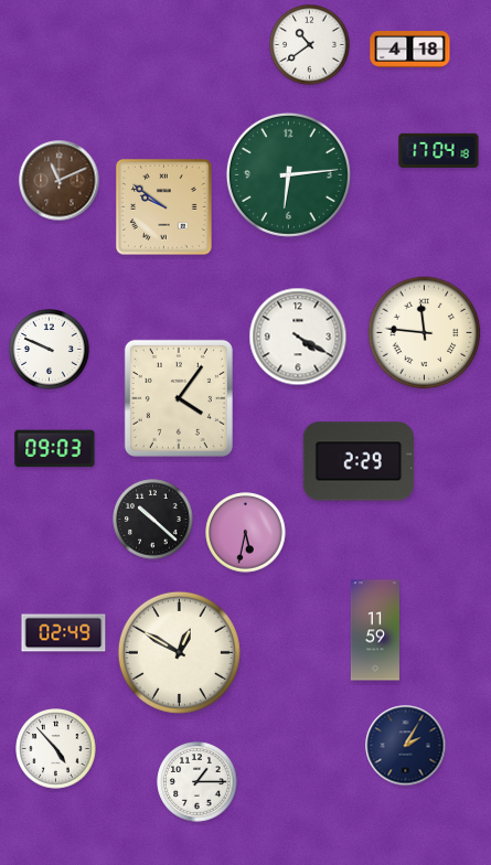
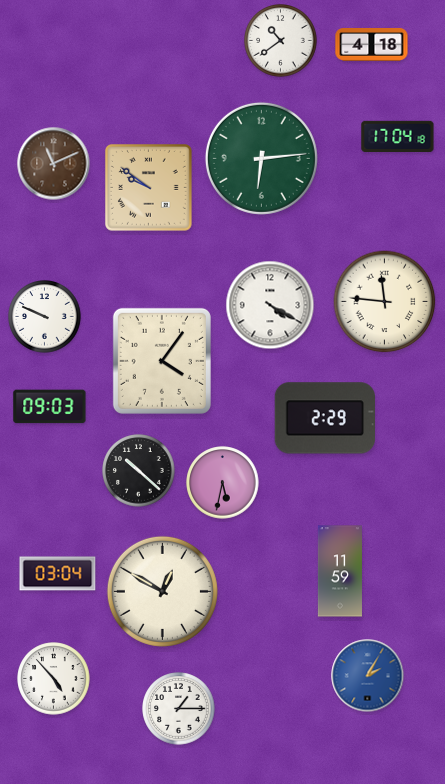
clock at (64, 633): 02:49 -> 03:04
clock at (406, 746) dial: navy -> blue
clock at (56, 749) position: (56, 749) -> (54, 679)
